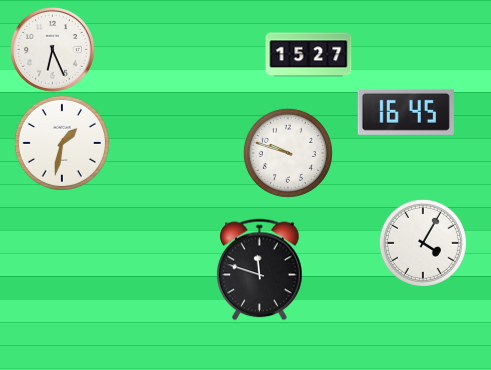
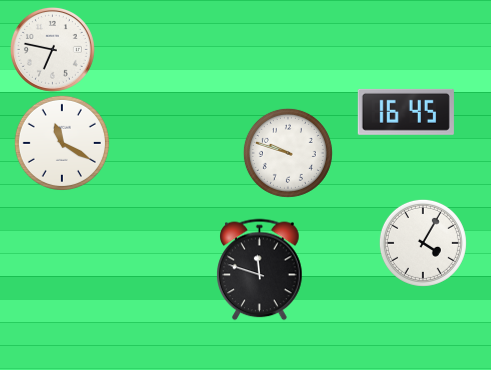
clock at (52, 49): 6:26 -> 6:47
clock at (309, 55): 15:27 -> none
clock at (62, 143): 1:32 -> 11:20
